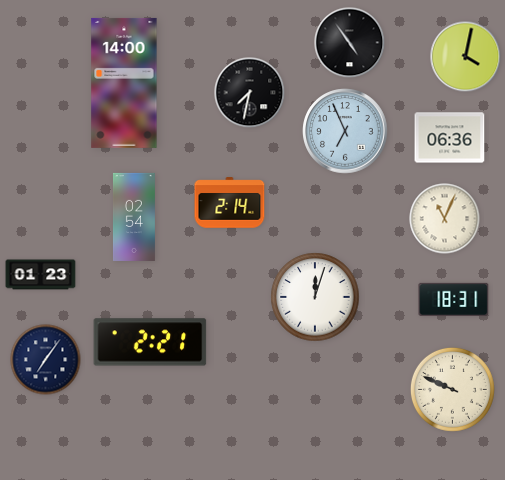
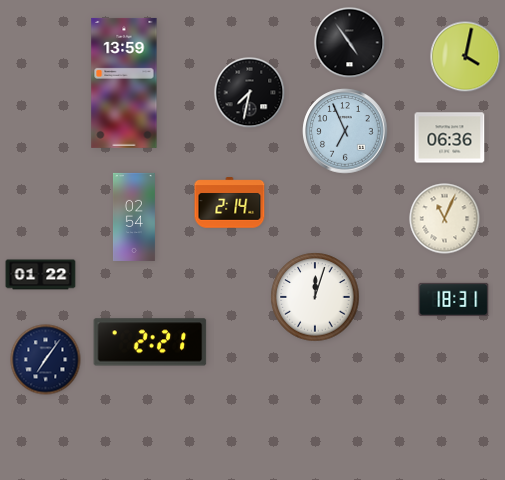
clock at (124, 83): 14:00 -> 13:59
clock at (41, 275): 01:23 -> 01:22
clock at (452, 389): 9:49 -> none
